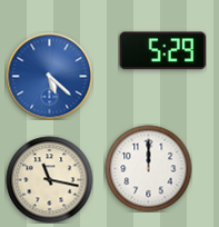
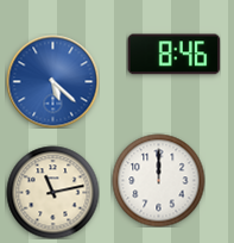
clock at (162, 51): 5:29 -> 8:46
clock at (49, 179): 11:17 -> 11:13
